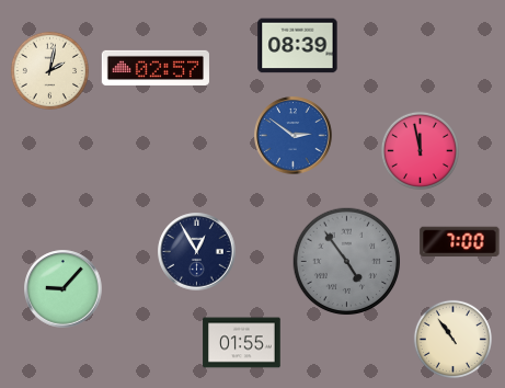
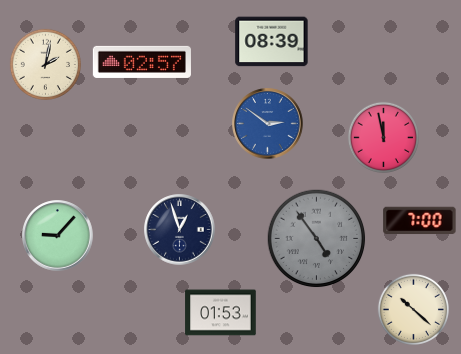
clock at (197, 252): 12:55 -> 12:57
clock at (64, 289) position: (64, 289) -> (58, 236)
clock at (452, 339): 10:54 -> 10:22
clock at (242, 343): 01:55 -> 01:53
